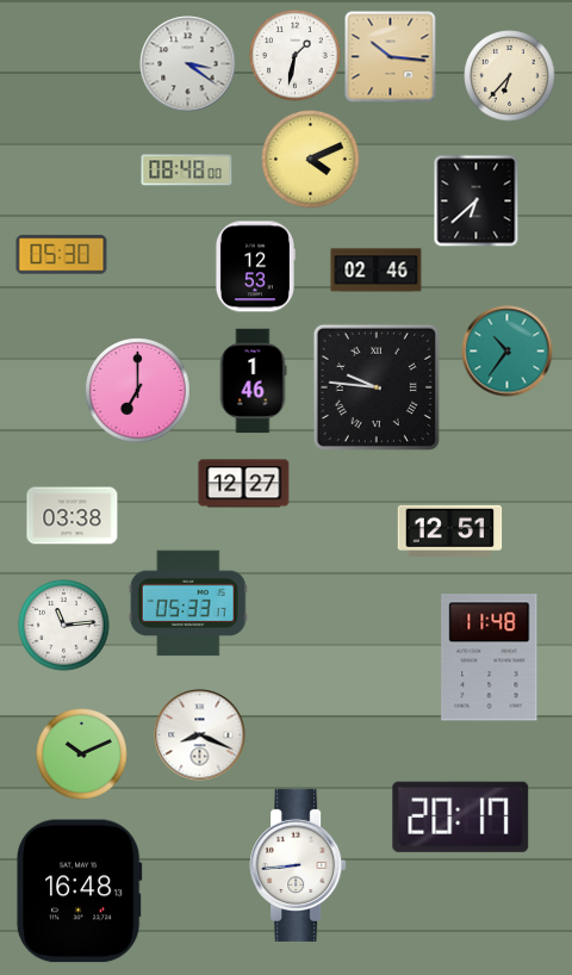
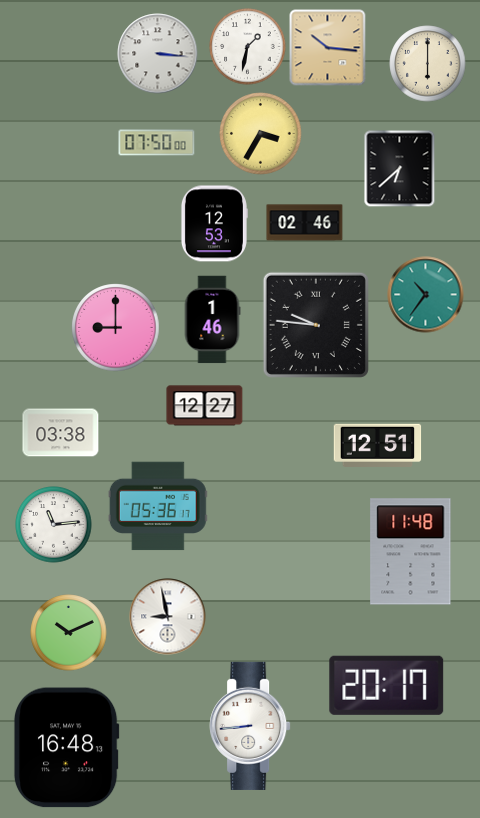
clock at (188, 64): 3:21 -> 3:16
clock at (510, 76): 6:37 -> 6:00
clock at (311, 160): 4:11 -> 3:35
clock at (187, 170): 08:48 -> 07:50
clock at (62, 255): 05:30 -> none
clock at (377, 271) position: (377, 271) -> (305, 223)
clock at (138, 391): 7:00 -> 9:00
clock at (188, 603): 05:33 -> 05:36
clock at (200, 735): 8:19 -> 8:58
